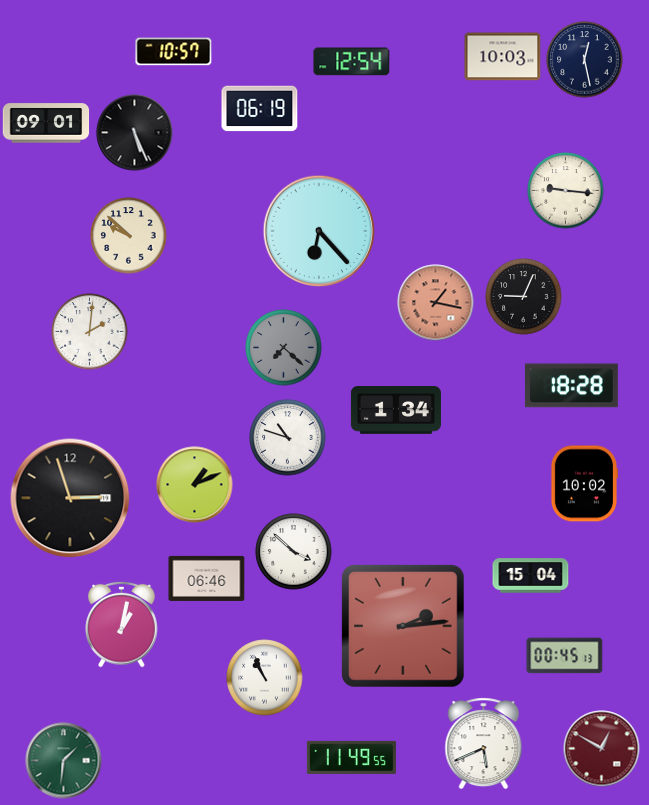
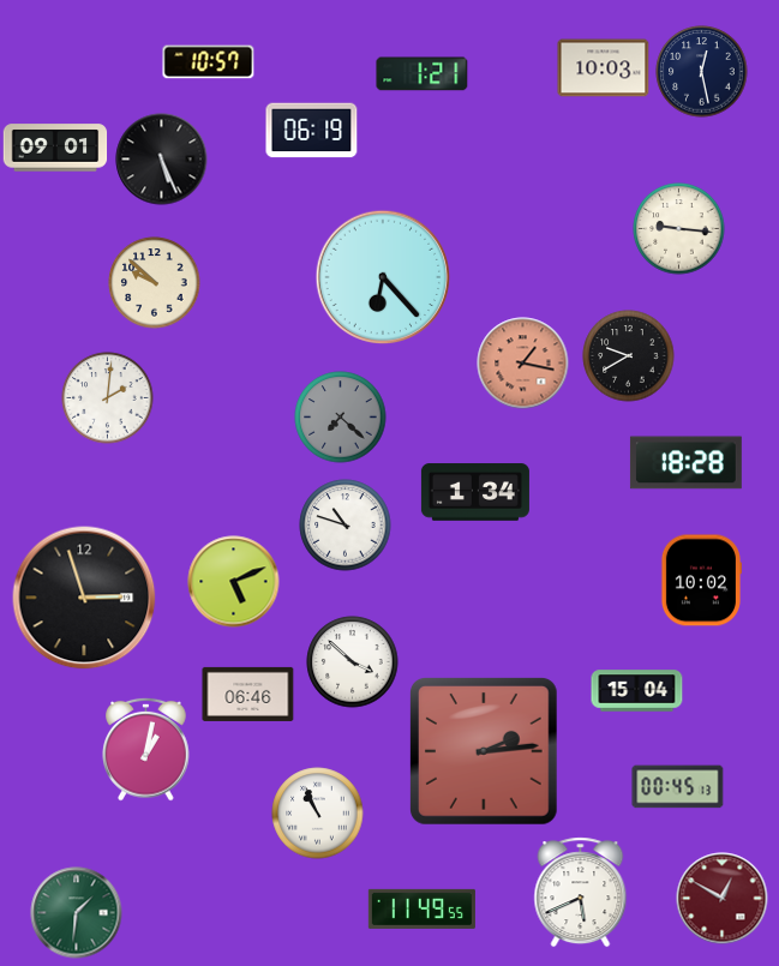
clock at (352, 62): 12:54 -> 1:21
clock at (524, 297): 9:04 -> 9:40
clock at (195, 485): 1:11 -> 5:11
